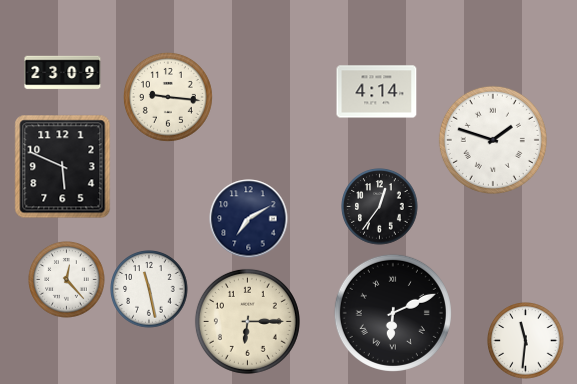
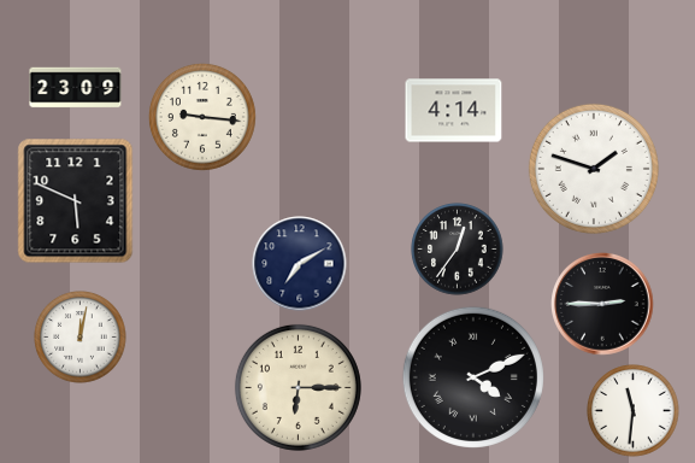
clock at (602, 304): none -> 2:45
clock at (67, 280): 12:23 -> 12:02
clock at (149, 289): 11:28 -> none
clock at (393, 313): 6:11 -> 4:11
